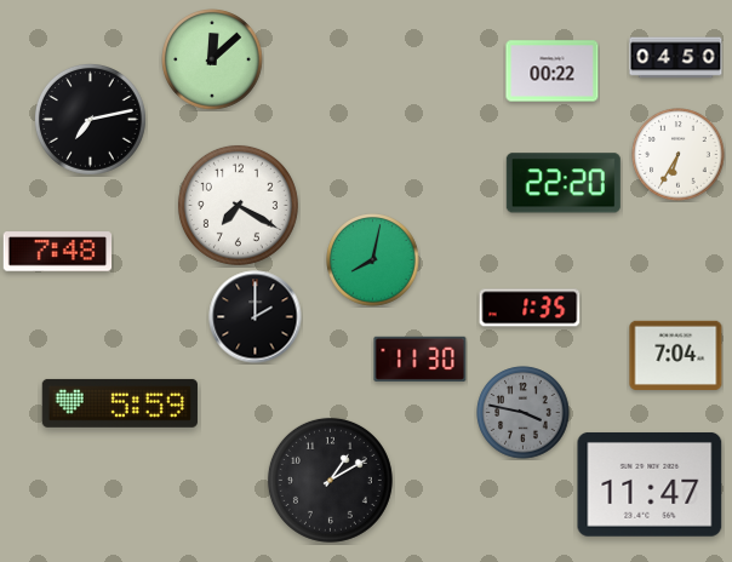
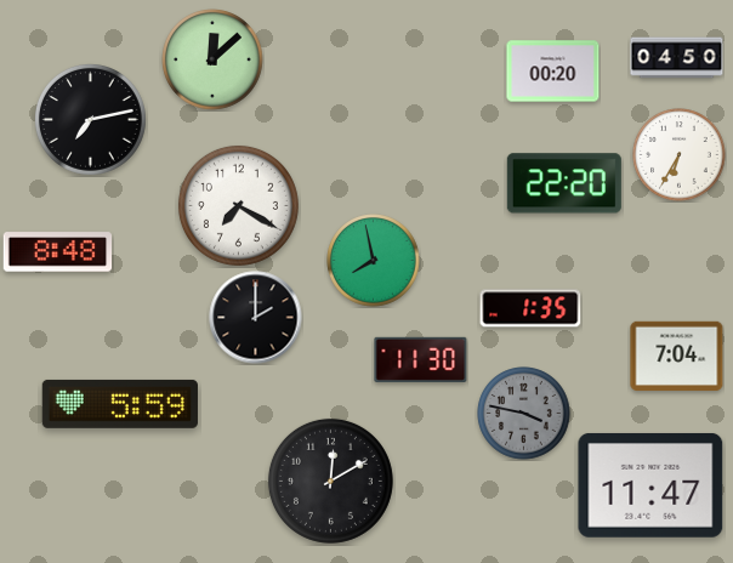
clock at (553, 71): 00:22 -> 00:20
clock at (58, 252): 7:48 -> 8:48
clock at (373, 260): 8:02 -> 7:58
clock at (330, 480): 1:10 -> 12:10
